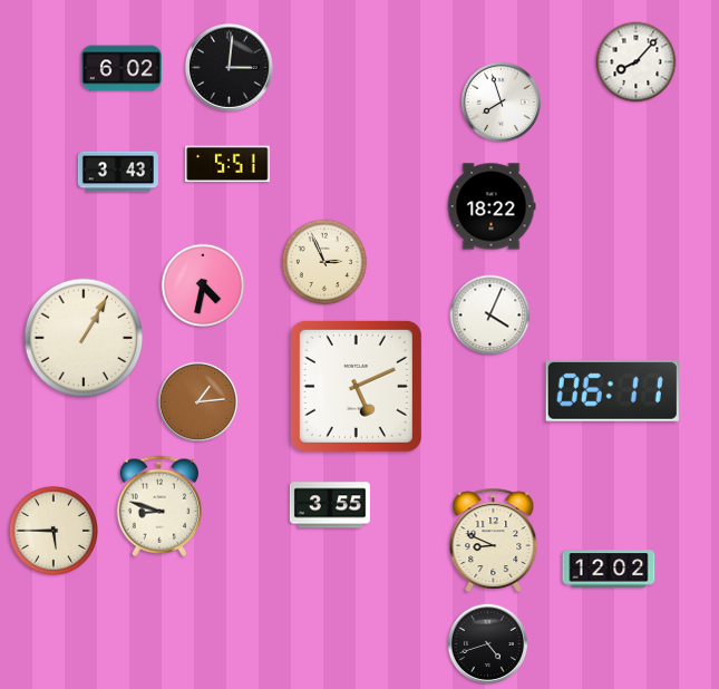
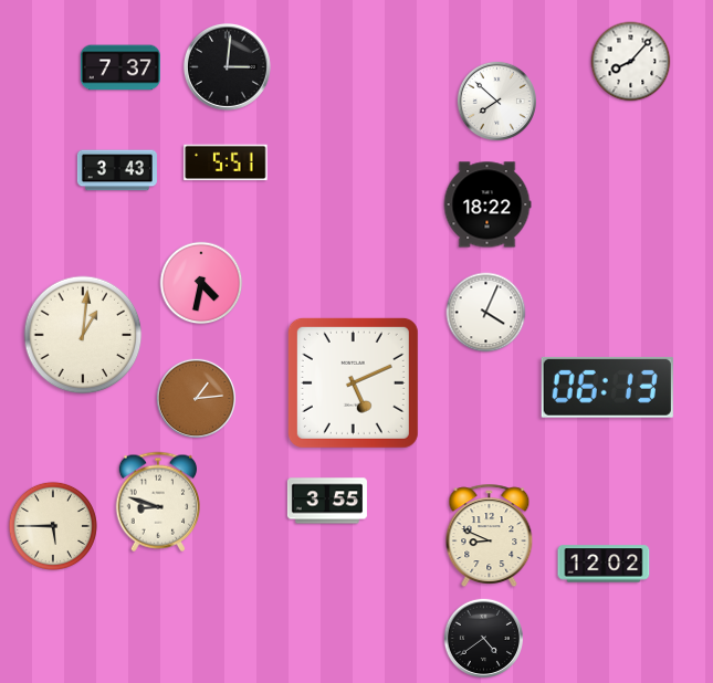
clock at (122, 68): 6:02 -> 7:37
clock at (501, 101): 7:57 -> 7:52
clock at (324, 262): 2:56 -> none
clock at (84, 338): 1:05 -> 1:01
clock at (612, 390): 06:11 -> 06:13
clock at (487, 643): 4:42 -> 4:39
